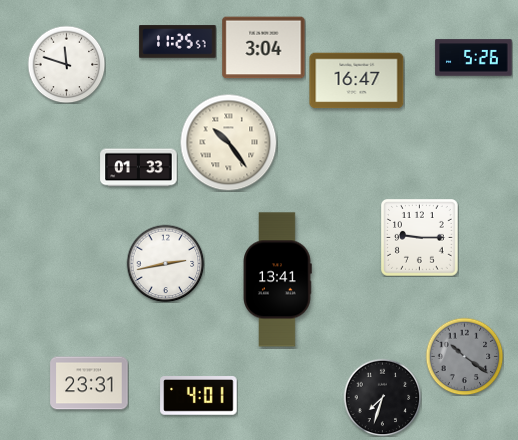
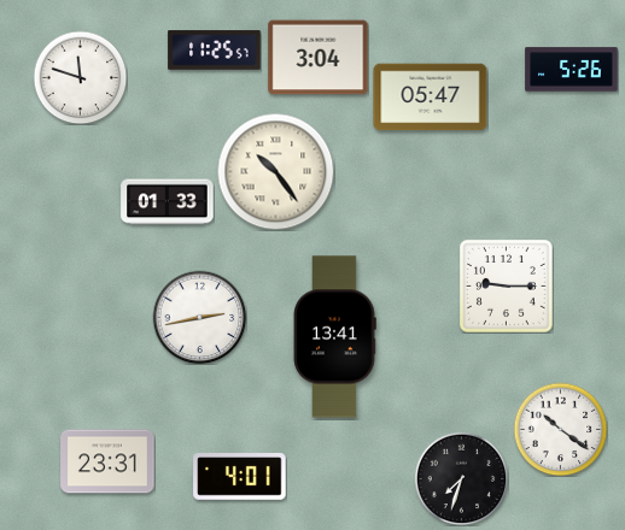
clock at (357, 81): 16:47 -> 05:47
clock at (464, 356) dial: grey -> white
